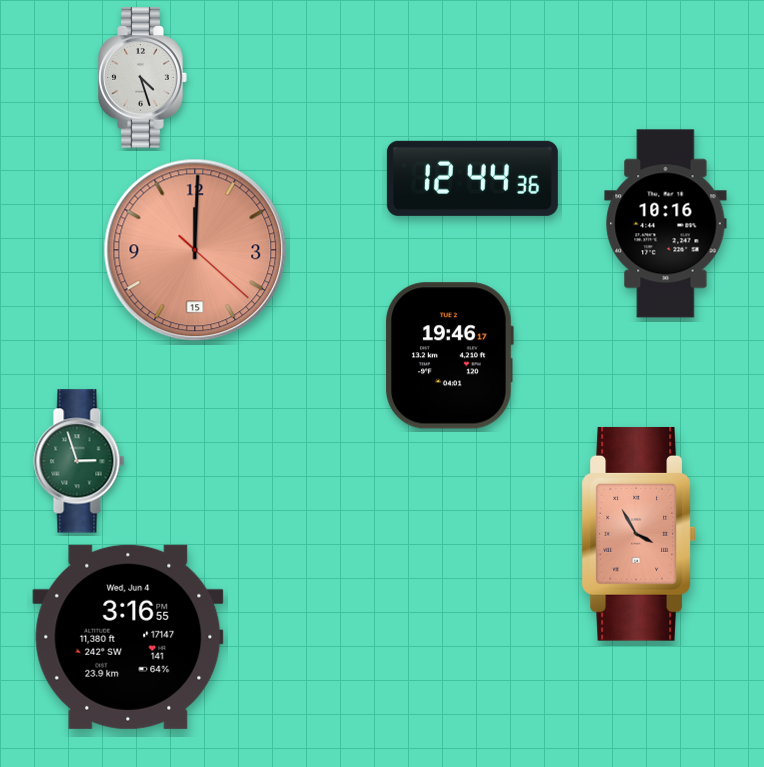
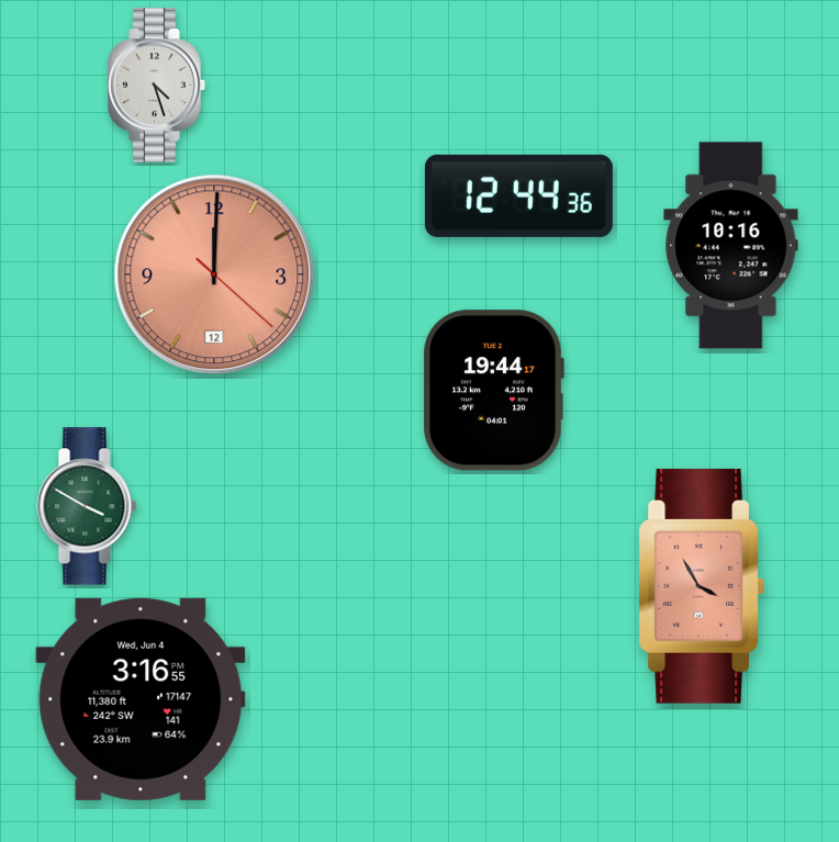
clock at (195, 250) date: 15 -> 12
clock at (449, 356): 19:46 -> 19:44
clock at (79, 461): 2:57 -> 3:50
